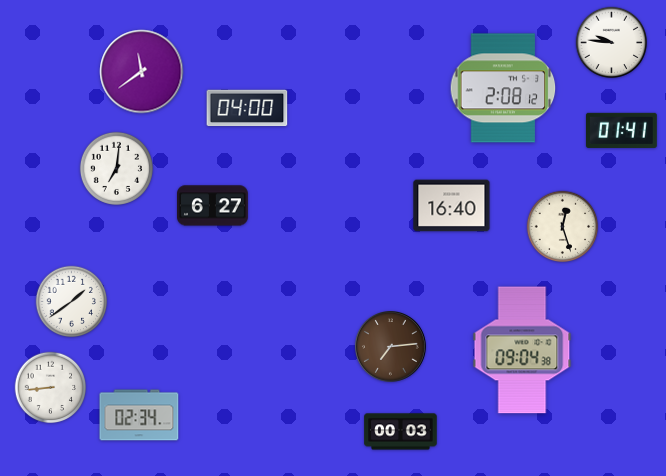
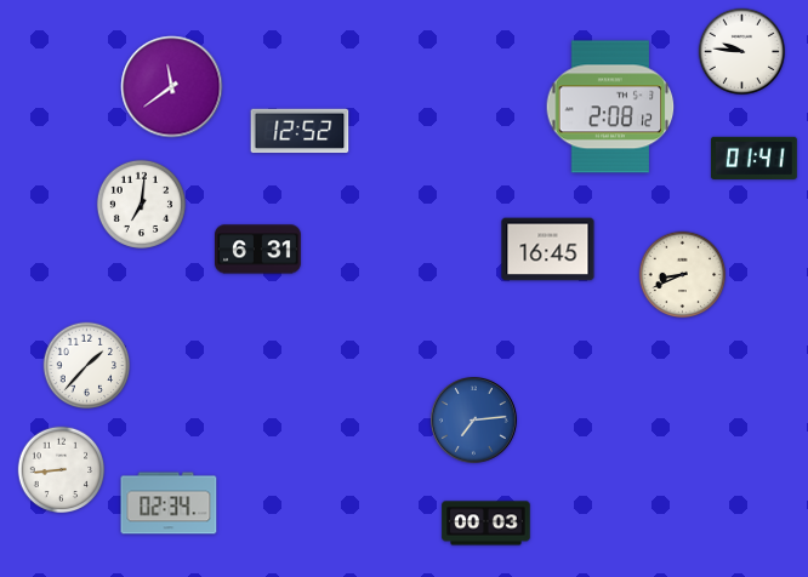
clock at (247, 108): 04:00 -> 12:52
clock at (213, 206): 6:27 -> 6:31
clock at (452, 206): 16:40 -> 16:45
clock at (563, 227): 12:27 -> 8:41
clock at (72, 302): 1:39 -> 1:37
clock at (391, 347) dial: brown -> blue
clock at (522, 350): 09:04 -> none
